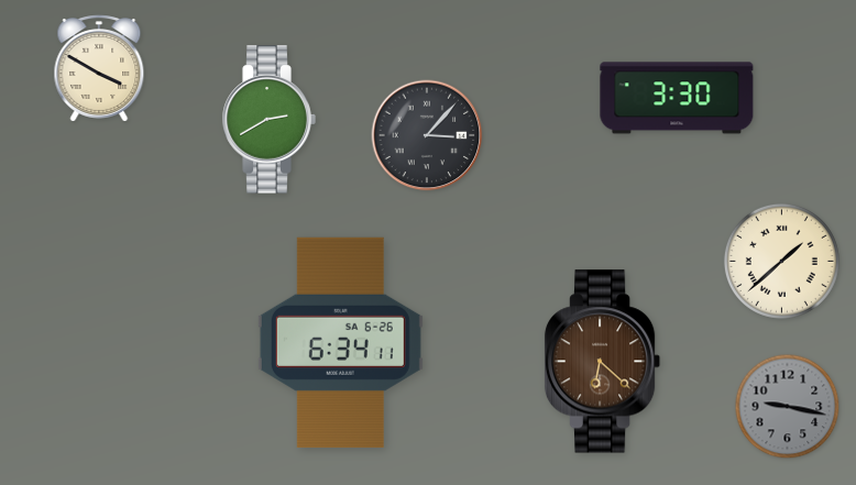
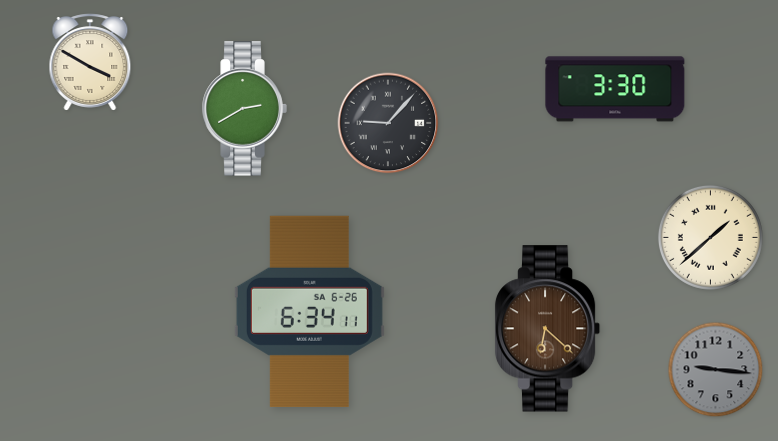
clock at (427, 135): 3:07 -> 9:07
clock at (788, 407): 9:17 -> 9:16
